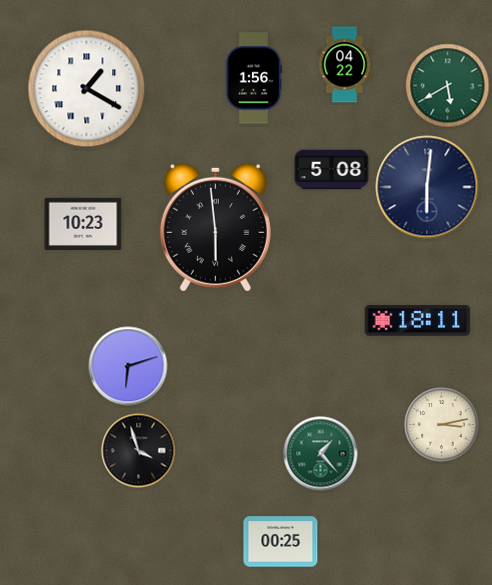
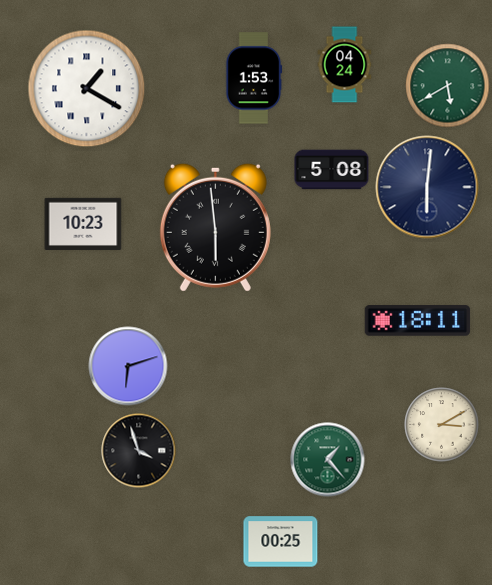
clock at (345, 65): 04:22 -> 04:24
clock at (254, 78): 1:56 -> 1:53
clock at (442, 425): 3:13 -> 3:10
clock at (321, 454) position: (321, 454) -> (328, 460)
